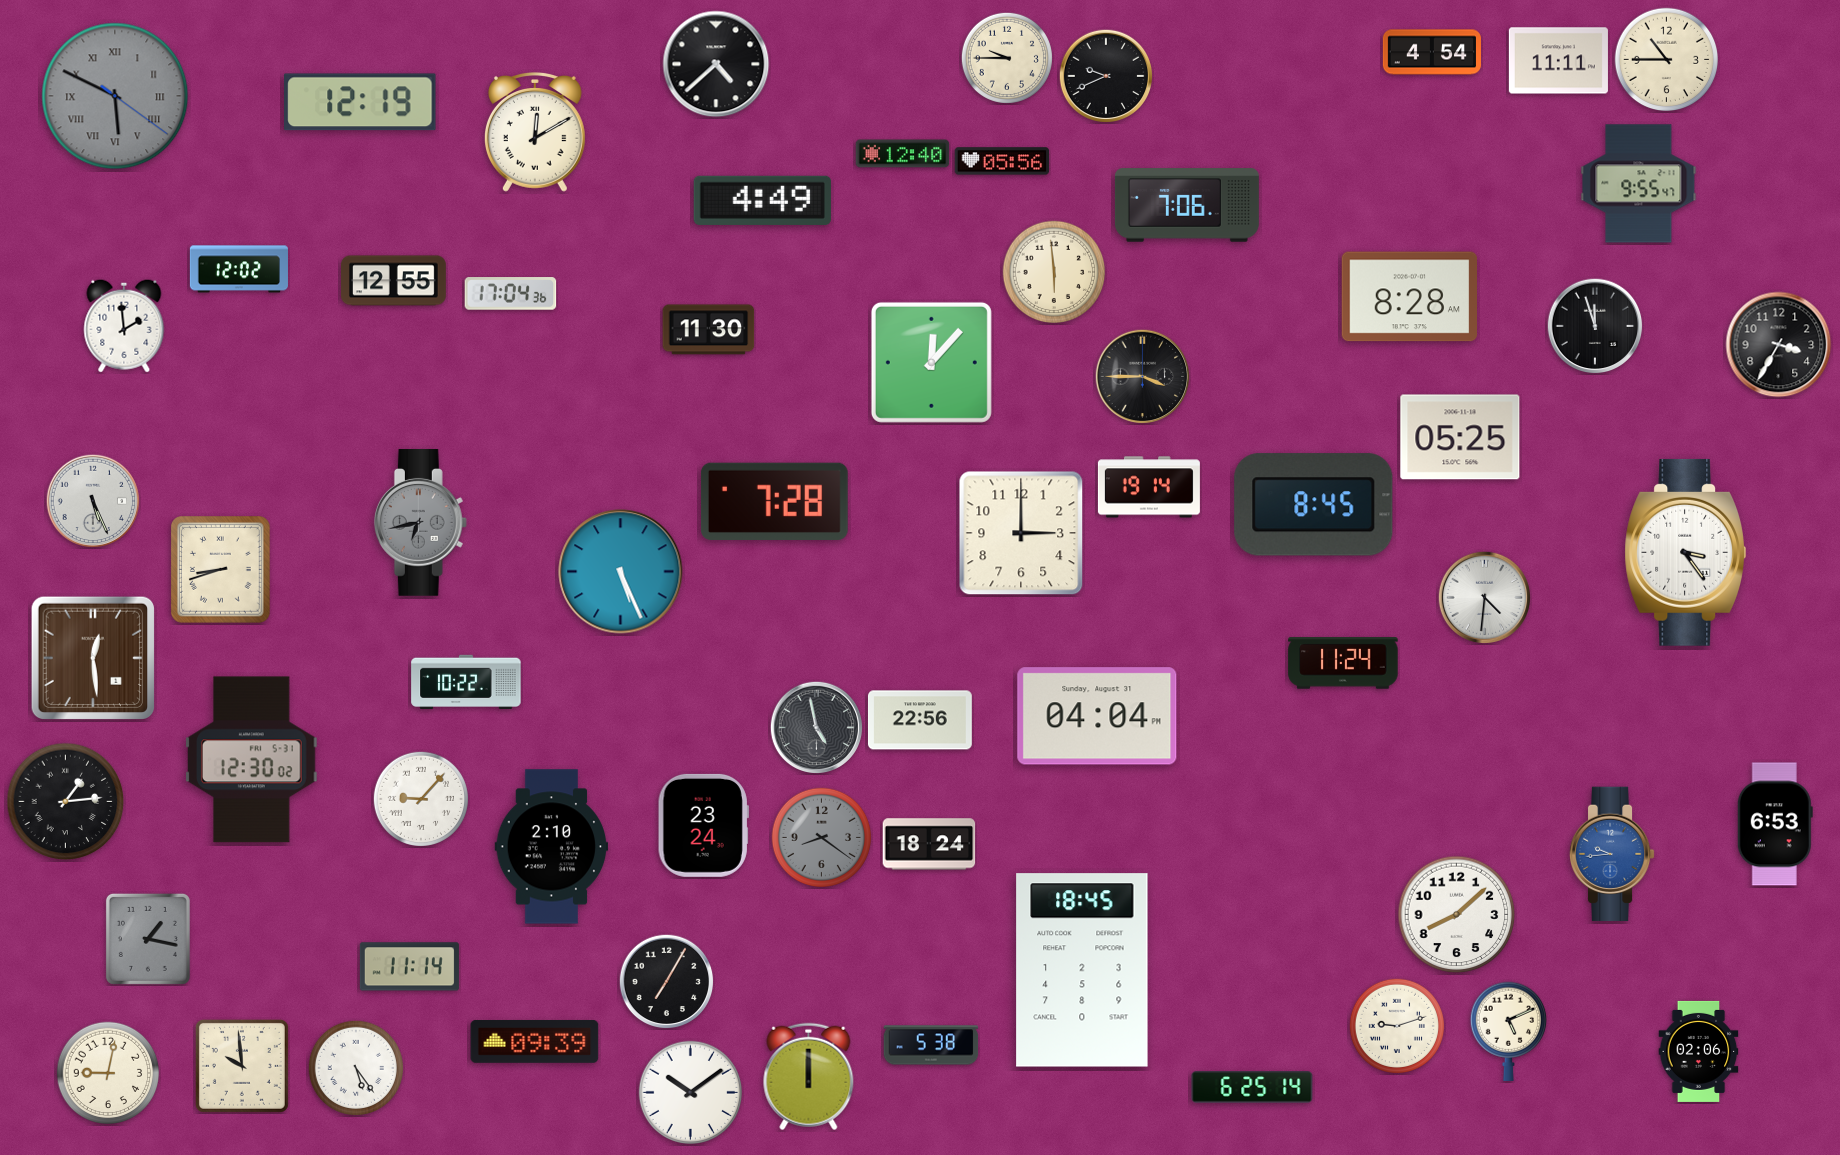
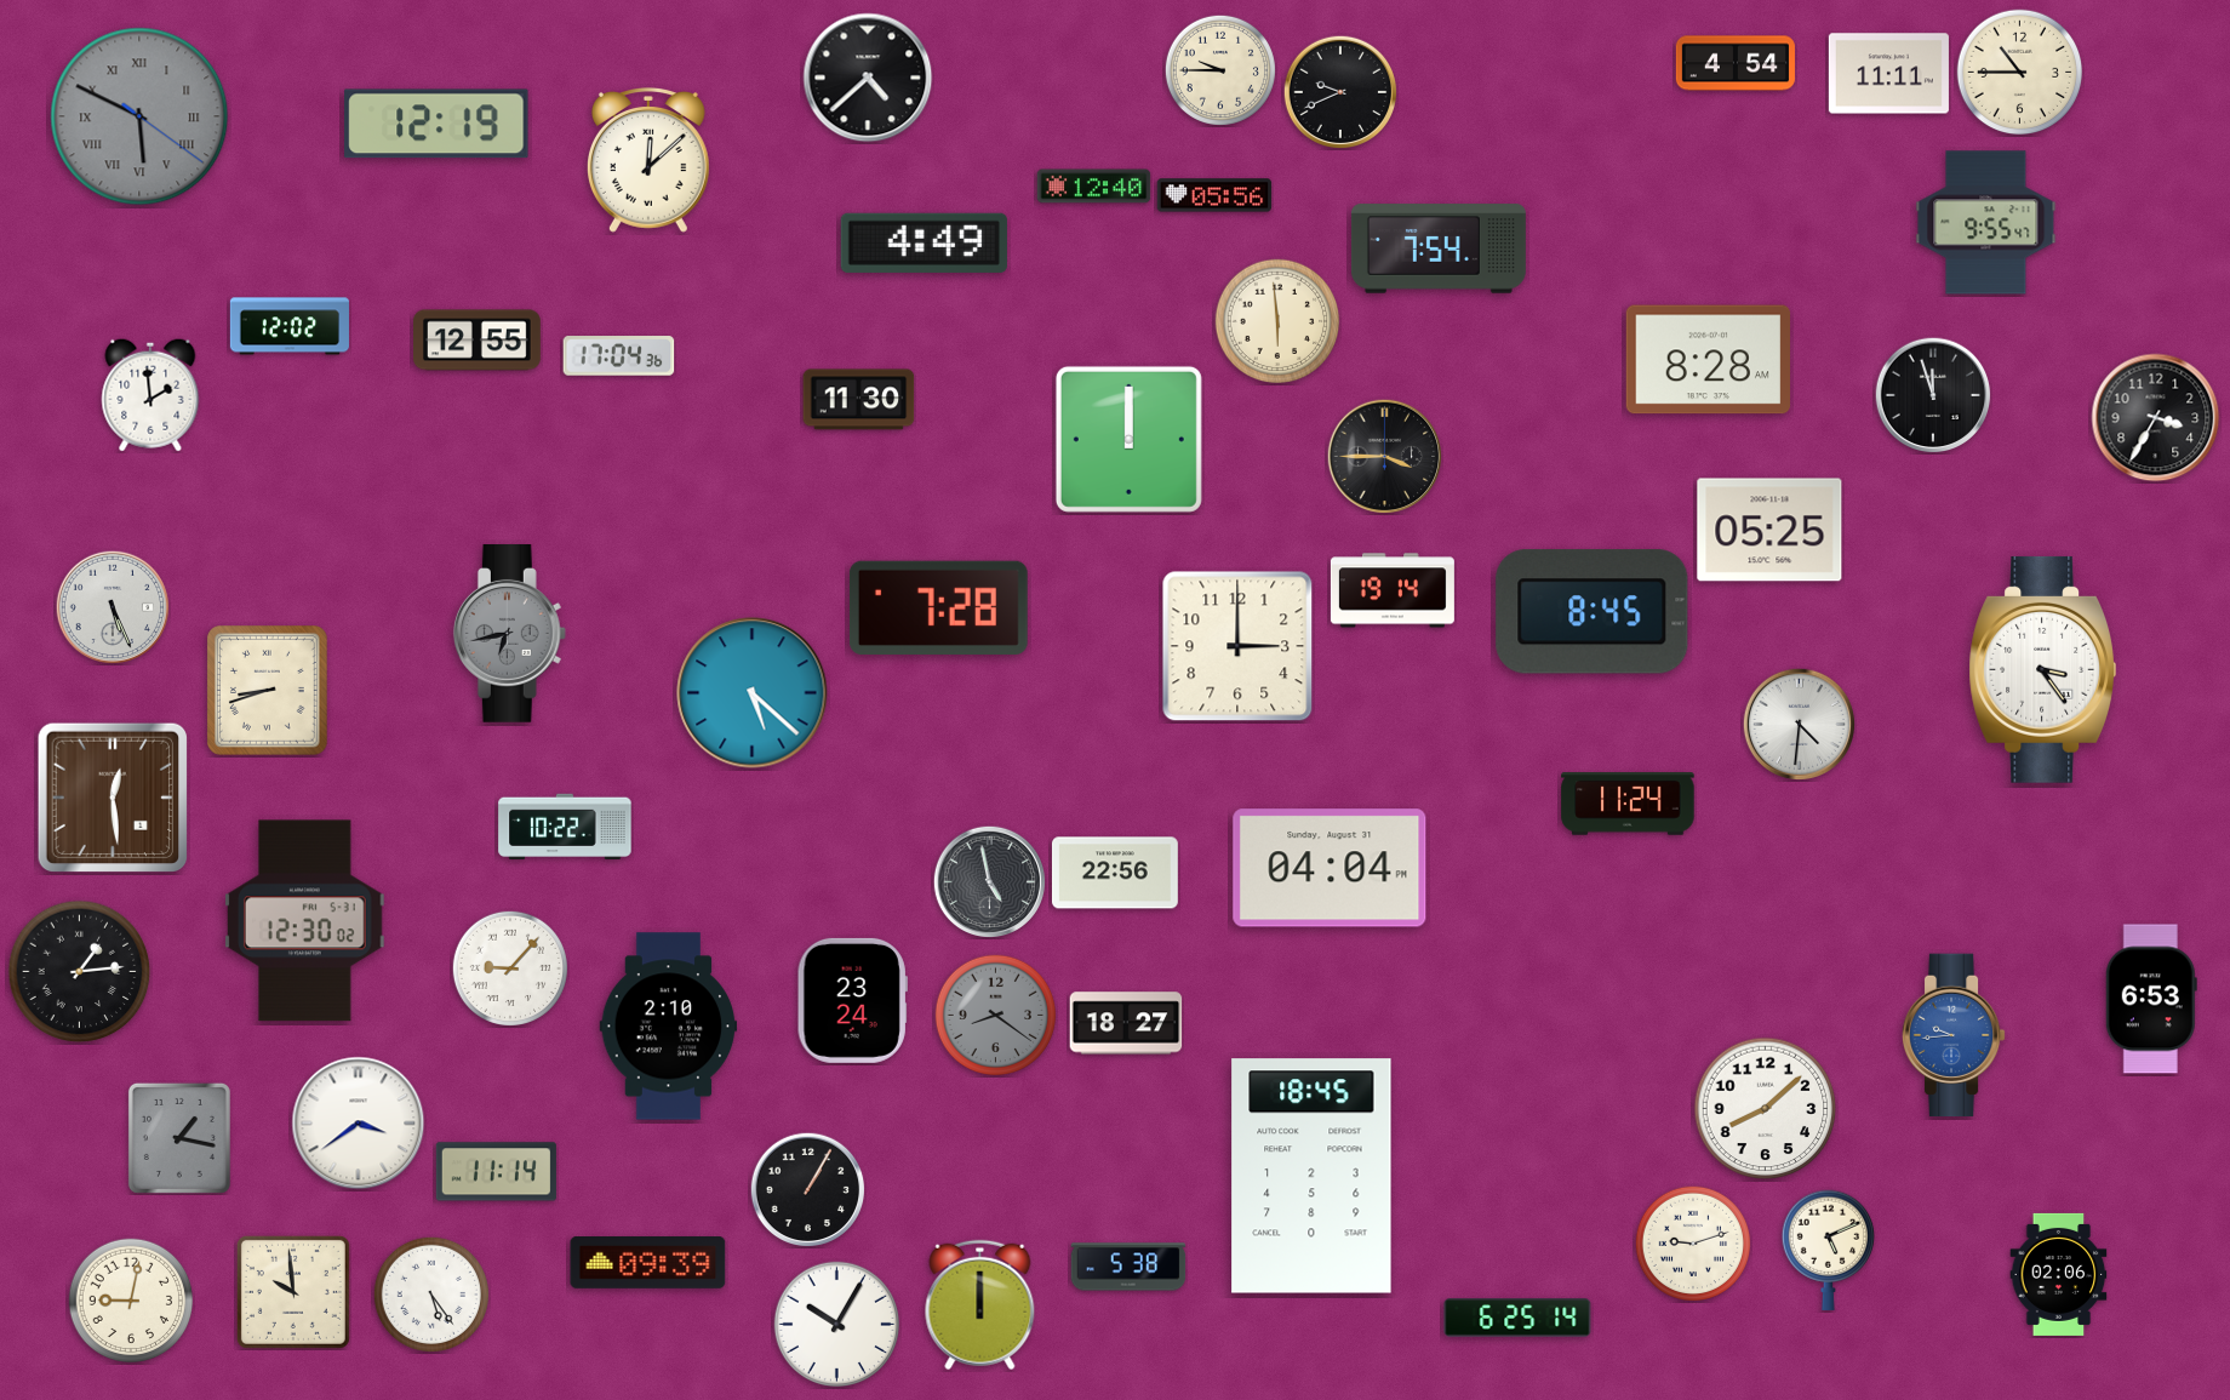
clock at (535, 133): 12:10 -> 12:08
clock at (1187, 205): 7:06 -> 7:54
clock at (1054, 272) position: (1054, 272) -> (1277, 321)
clock at (931, 362): 12:07 -> 12:00
clock at (621, 572): 5:26 -> 5:22
clock at (929, 844): 18:24 -> 18:27
clock at (359, 1124): none -> 3:39
clock at (666, 981): 7:05 -> 1:05
clock at (691, 1093): 10:09 -> 10:05
